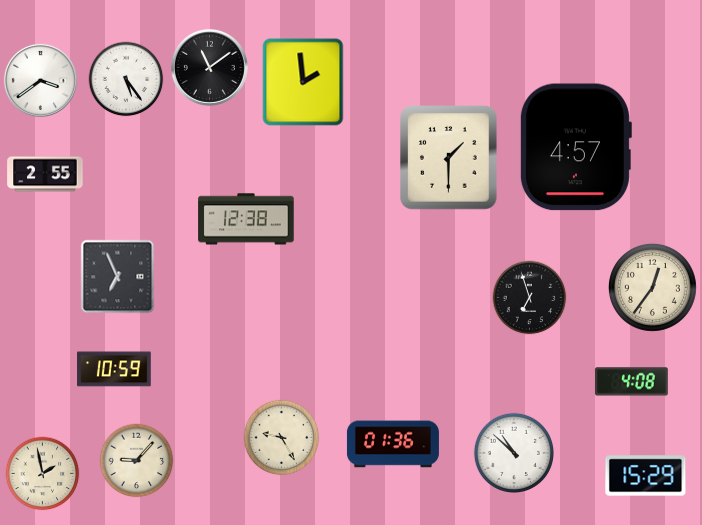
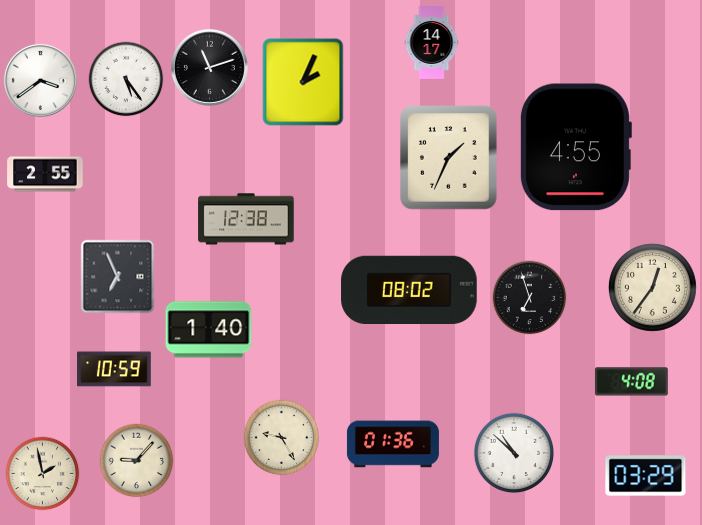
clock at (432, 43): none -> 14:17
clock at (209, 67): 11:09 -> 11:12
clock at (303, 82): 1:59 -> 2:04
clock at (575, 147): 4:57 -> 4:55
clock at (449, 158): 1:30 -> 1:34
clock at (409, 289): none -> 08:02
clock at (209, 330): none -> 1:40
clock at (646, 476): 15:29 -> 03:29
